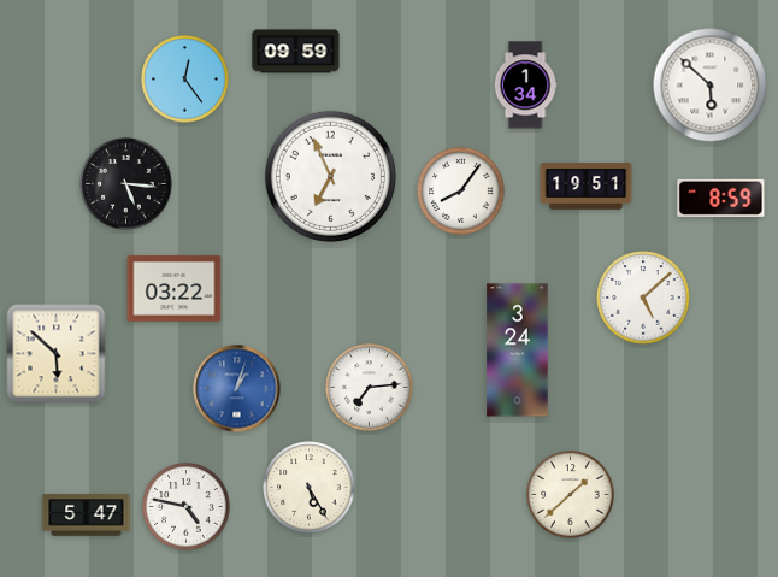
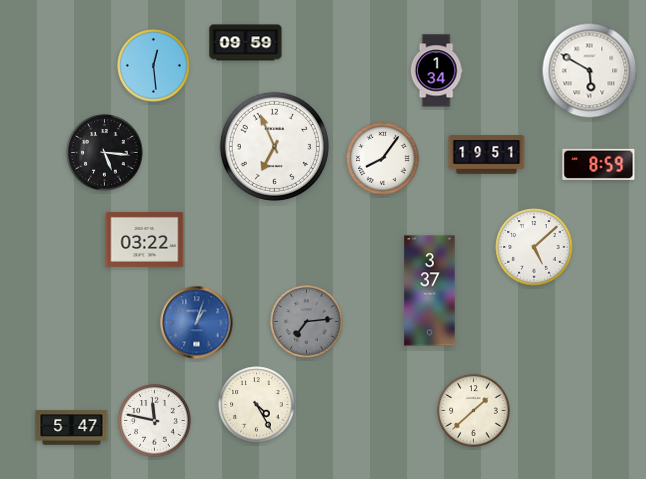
clock at (185, 80): 12:24 -> 12:29
clock at (711, 86): 5:52 -> 5:50
clock at (518, 351): 3:24 -> 3:37
clock at (57, 354): 5:52 -> none
clock at (370, 388) dial: white -> grey
clock at (310, 488): 5:25 -> 4:25
clock at (187, 507): 4:47 -> 11:47
